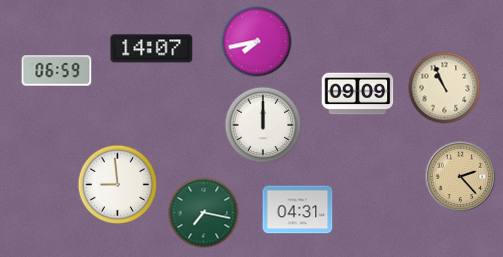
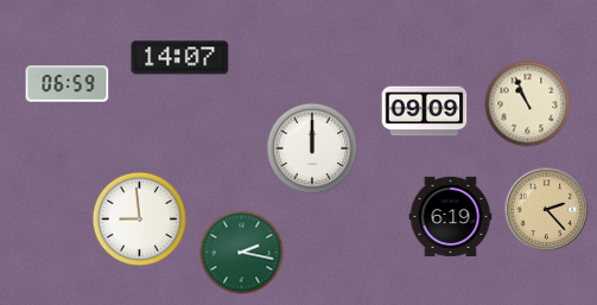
clock at (257, 42): 7:43 -> none
clock at (451, 216): none -> 6:19
clock at (298, 210): 04:31 -> none
clock at (204, 213): 7:17 -> 2:17
